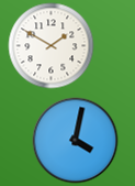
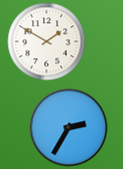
clock at (75, 140): 4:02 -> 2:35
